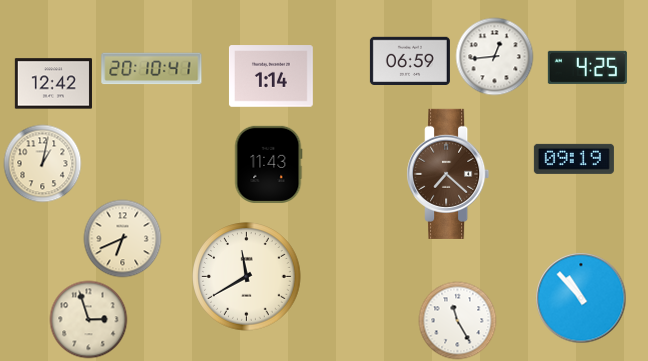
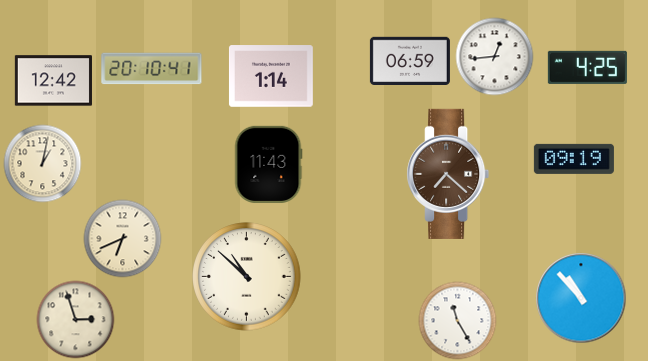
clock at (53, 84) position: (53, 84) -> (53, 81)
clock at (247, 277): 11:40 -> 10:52
clock at (88, 319) position: (88, 319) -> (75, 319)
